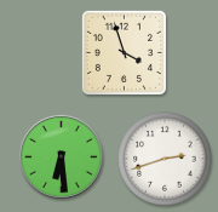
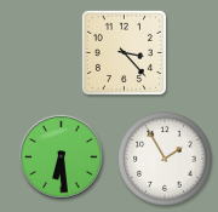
clock at (124, 52): 3:57 -> 3:23
clock at (165, 159): 2:42 -> 1:55
